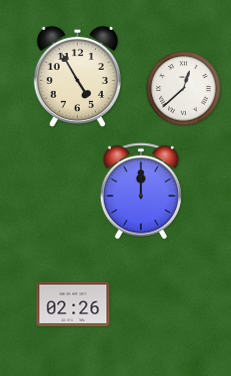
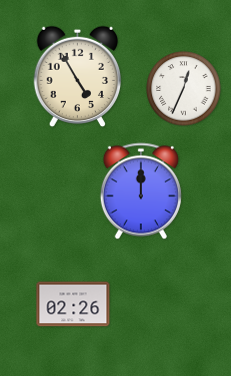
clock at (184, 89): 12:38 -> 12:34
